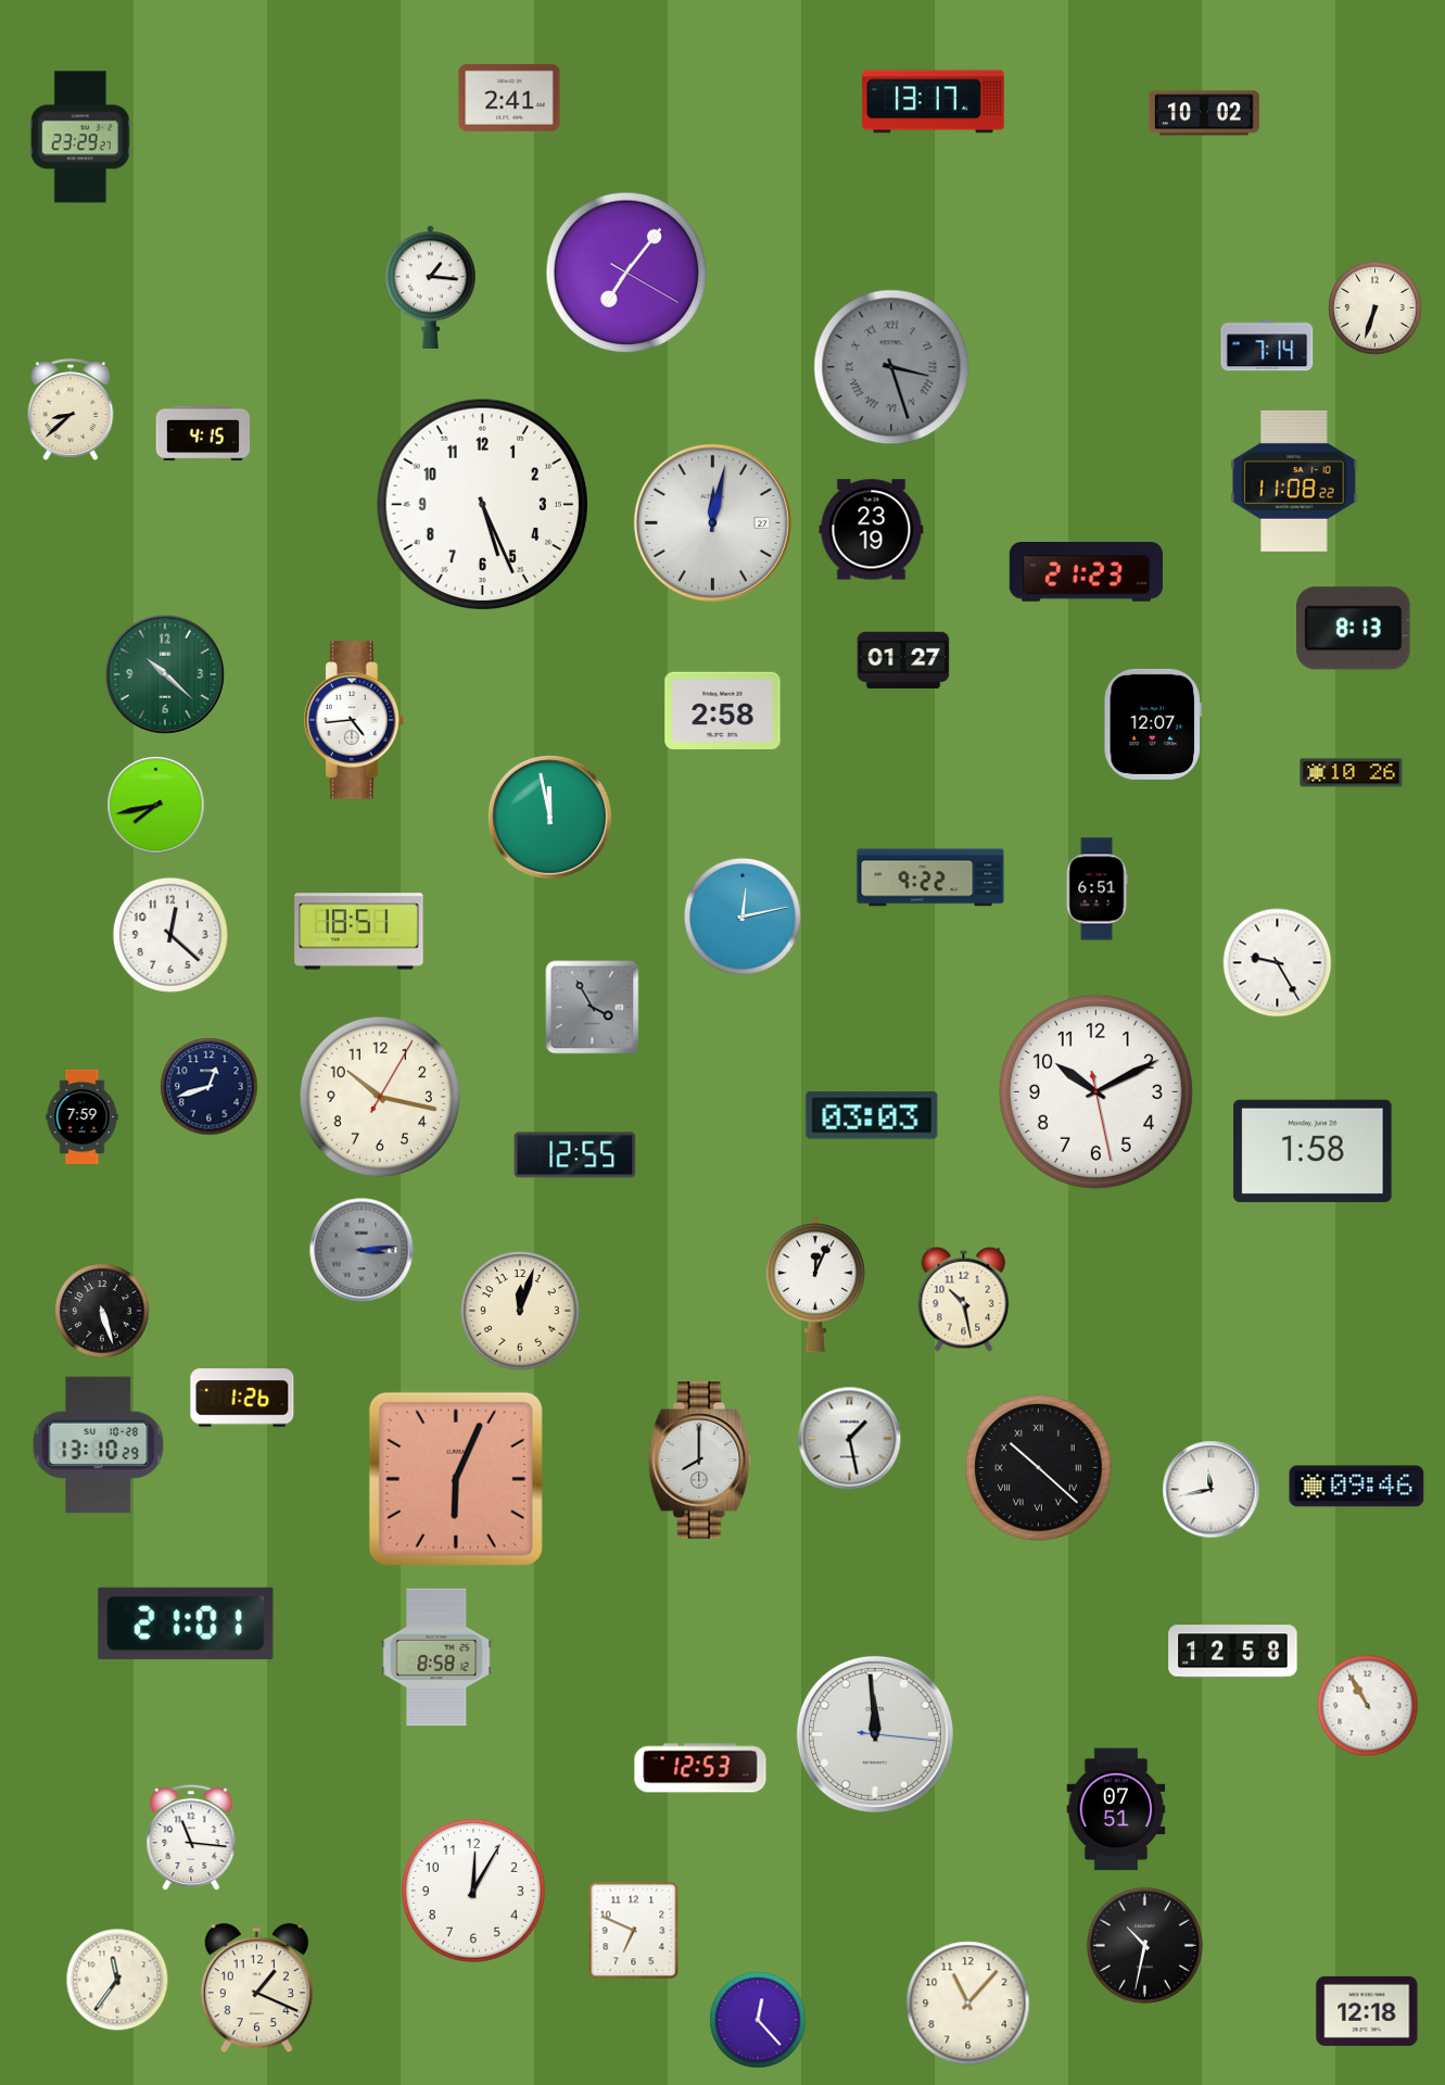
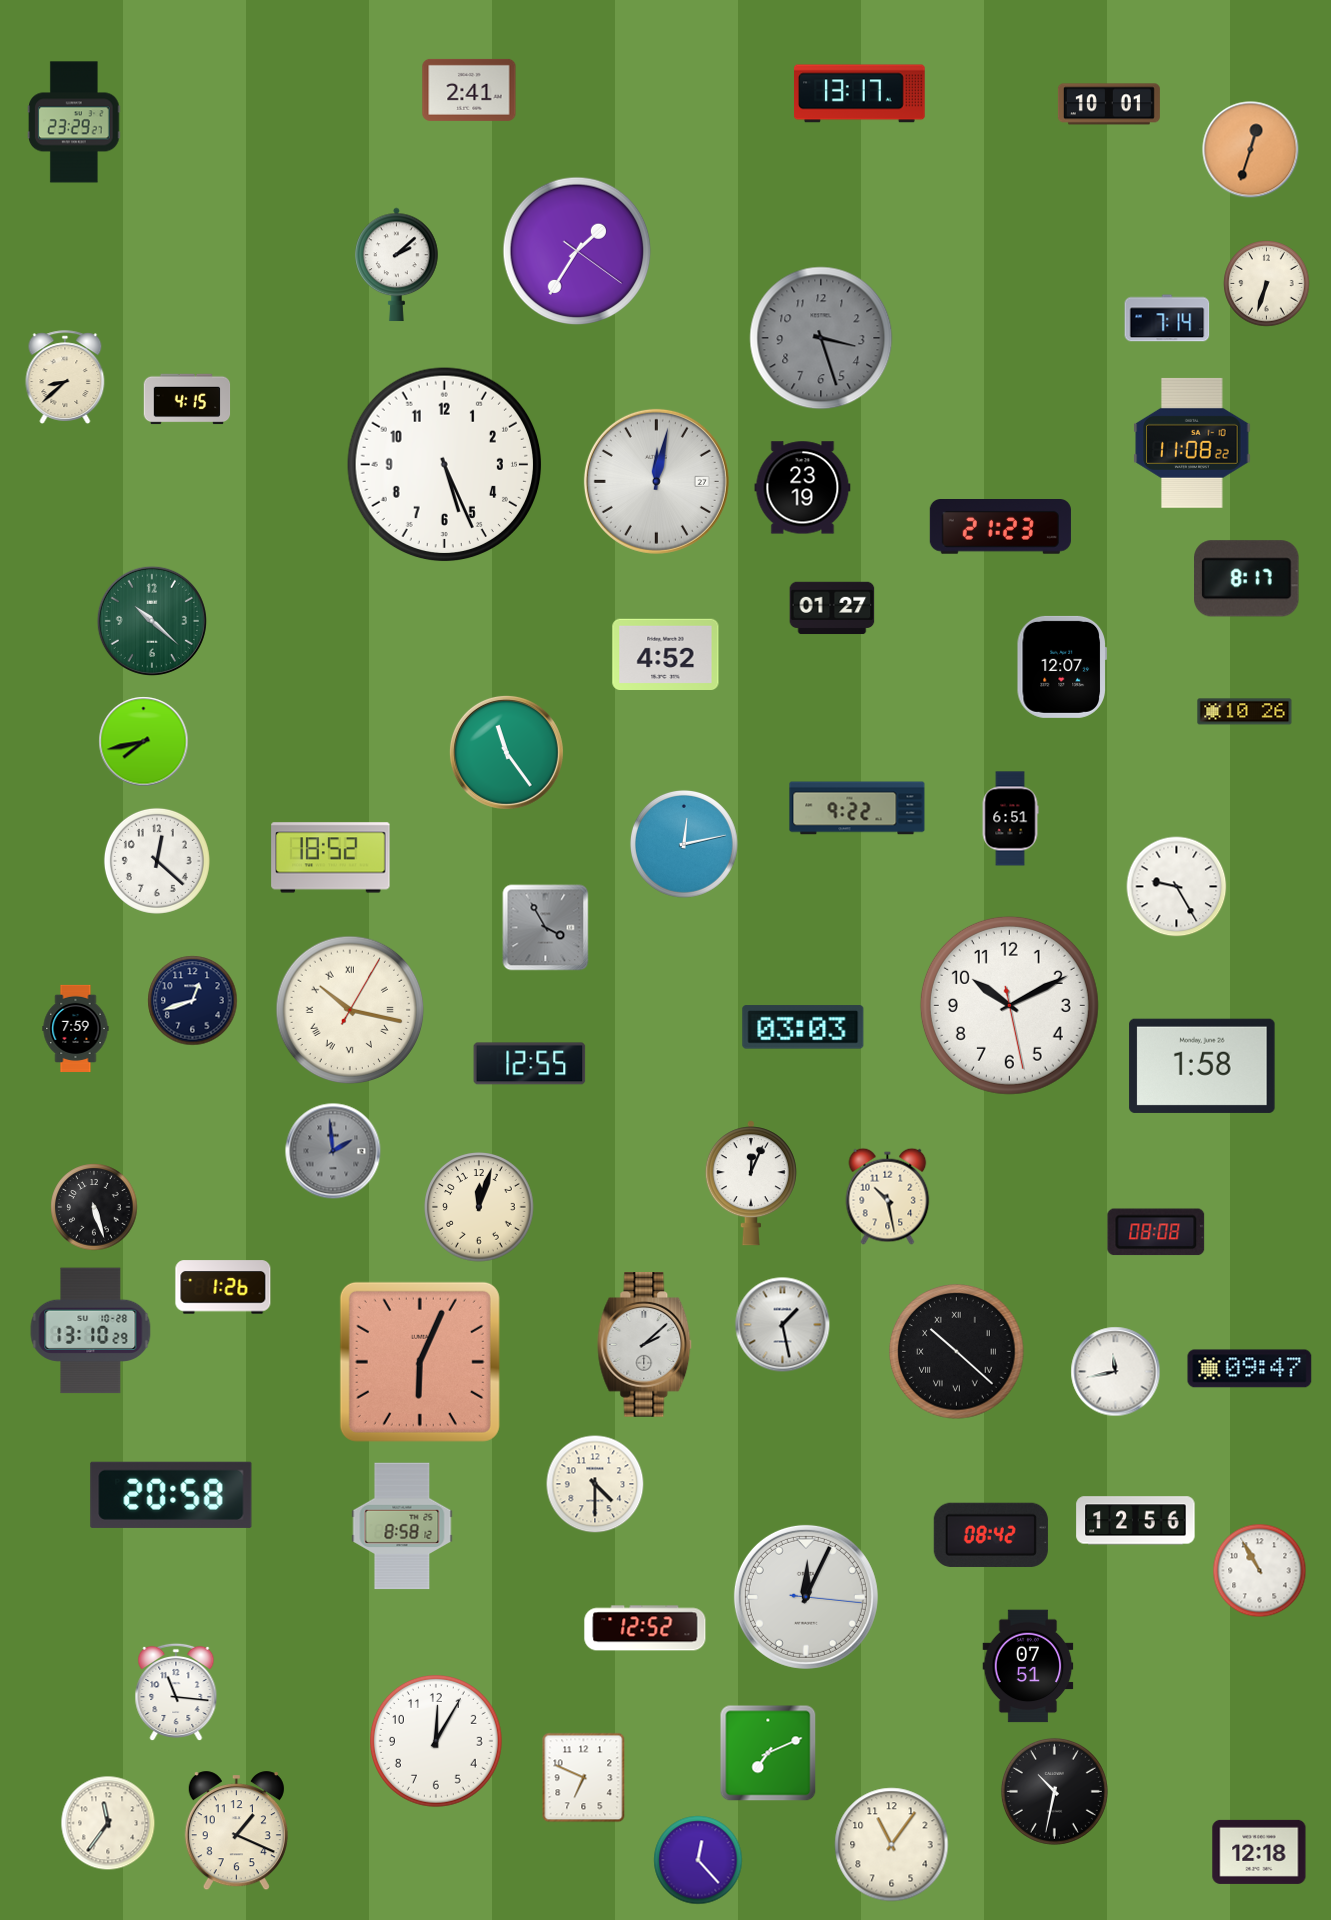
clock at (1204, 113): 10:02 -> 10:01
clock at (81, 137) position: (81, 137) -> (75, 122)
clock at (1251, 150): none -> 12:33
clock at (626, 273): 7:06 -> 1:35
clock at (431, 288): 1:16 -> 2:08
clock at (891, 367) numerals: Roman -> Arabic
clock at (1354, 629): 8:13 -> 8:17
clock at (723, 710): 2:58 -> 4:52
clock at (355, 720): 4:44 -> none
clock at (549, 817): 11:58 -> 11:24
clock at (359, 932): 18:51 -> 18:52
clock at (380, 1097) numerals: Arabic -> Roman
clock at (1313, 1151) position: (1313, 1151) -> (1202, 1066)
clock at (362, 1250): 3:14 -> 1:59
clock at (1156, 1232): none -> 08:08
clock at (700, 1461): 8:00 -> 2:08
clock at (1357, 1487): 09:46 -> 09:47
clock at (595, 1484): none -> 4:30
clock at (186, 1623): 21:01 -> 20:58
clock at (1233, 1652): 12:58 -> 12:56
clock at (991, 1535): none -> 08:42
clock at (875, 1734): 11:59 -> 12:04
clock at (700, 1768): 12:53 -> 12:52
clock at (768, 1753): none -> 7:11
clock at (968, 2004): 11:07 -> 11:06
